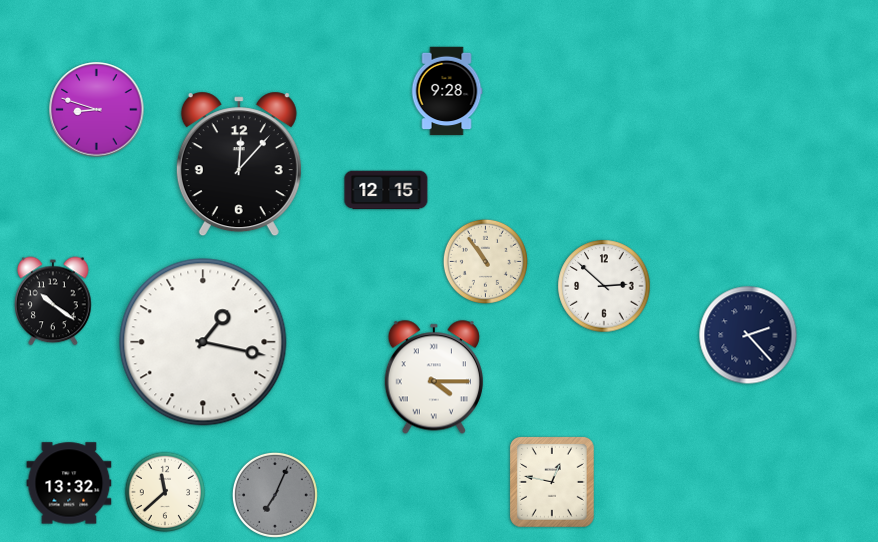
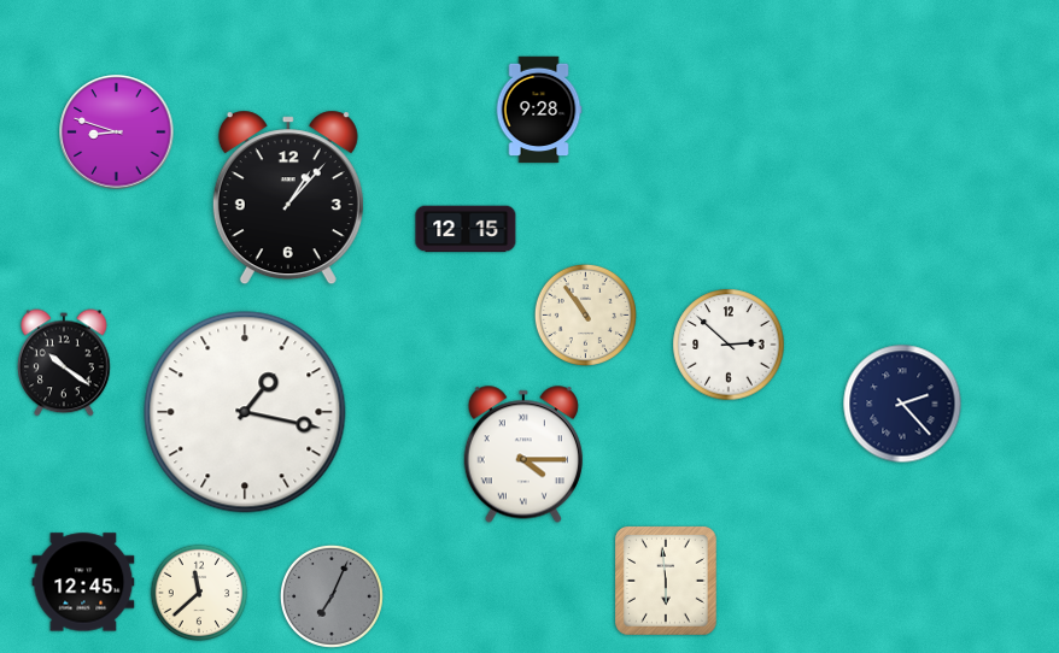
clock at (239, 164): 12:07 -> 1:07
clock at (69, 483): 13:32 -> 12:45
clock at (552, 483): 12:47 -> 5:59
